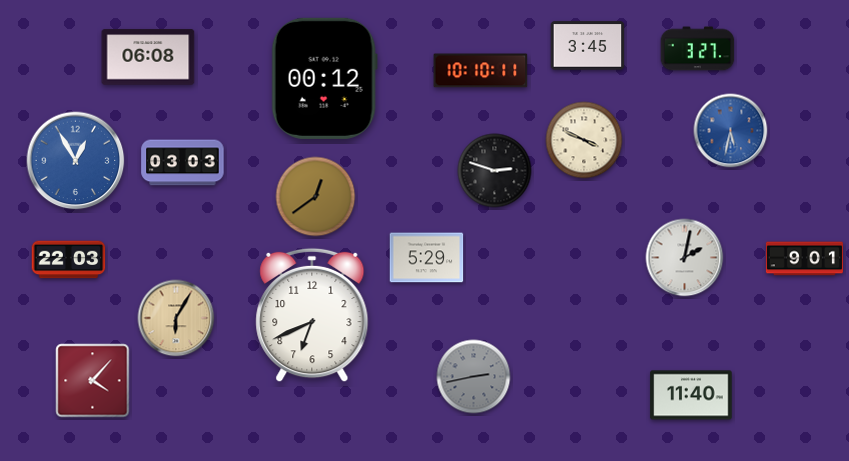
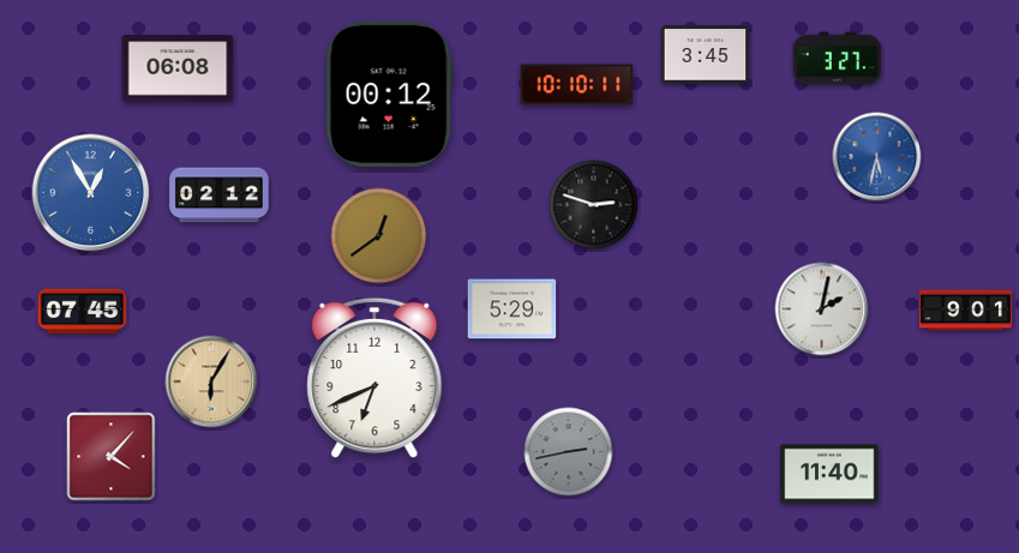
clock at (584, 140): 3:49 -> none
clock at (183, 163): 03:03 -> 02:12
clock at (69, 260): 22:03 -> 07:45
